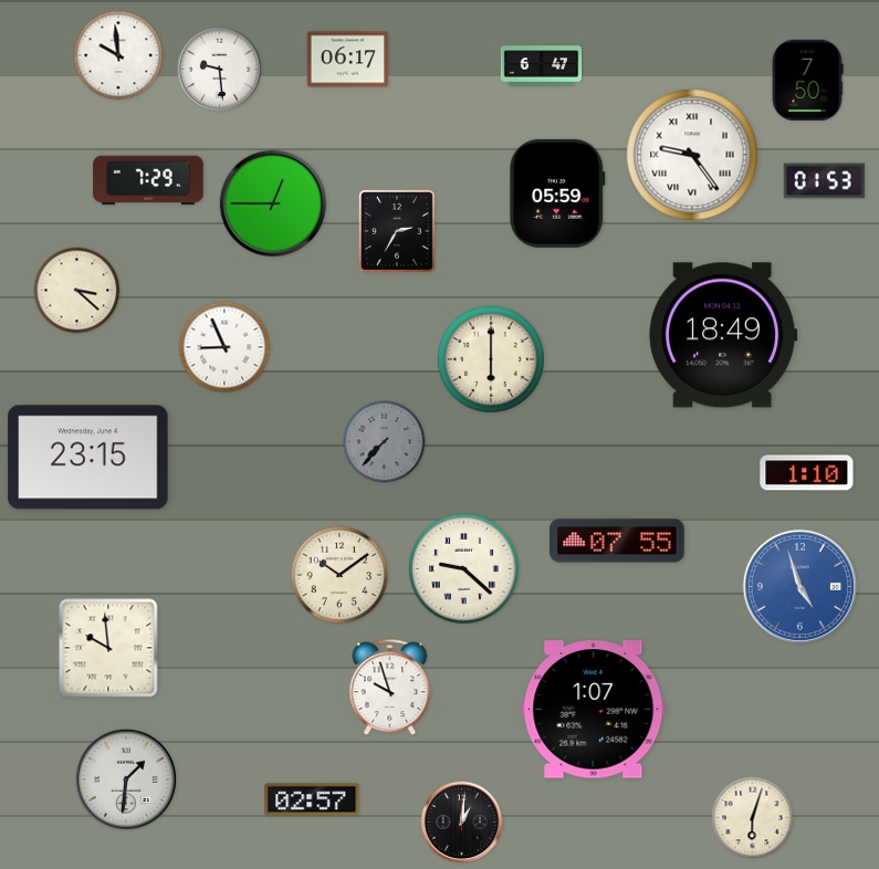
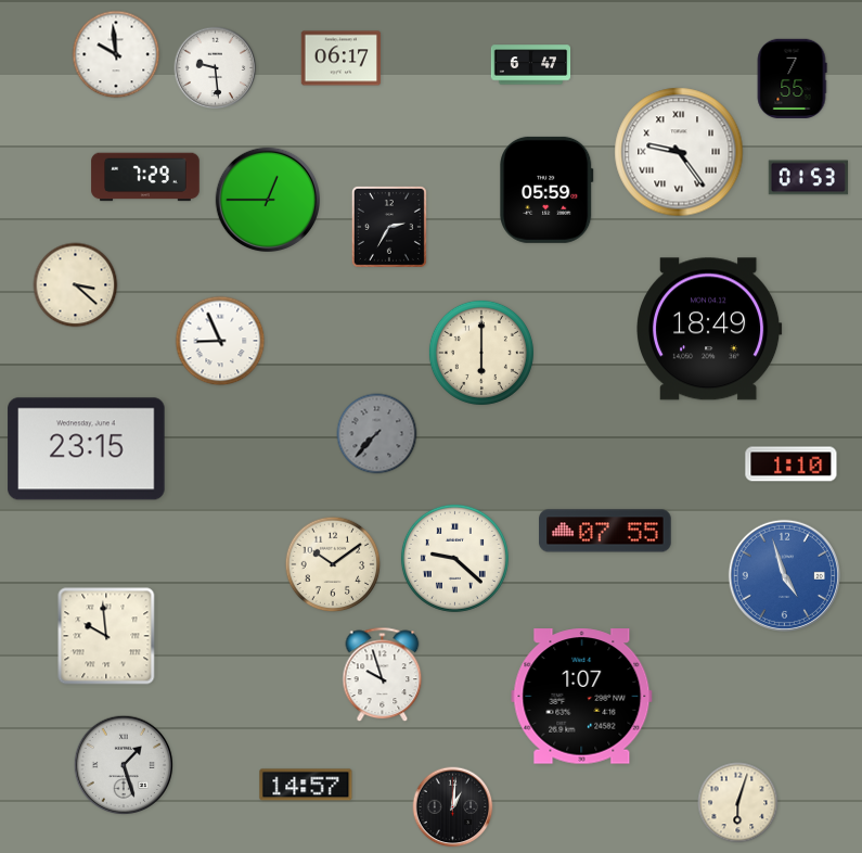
clock at (807, 80): 7:50 -> 7:55
clock at (126, 779): 1:31 -> 1:27
clock at (312, 799): 02:57 -> 14:57
